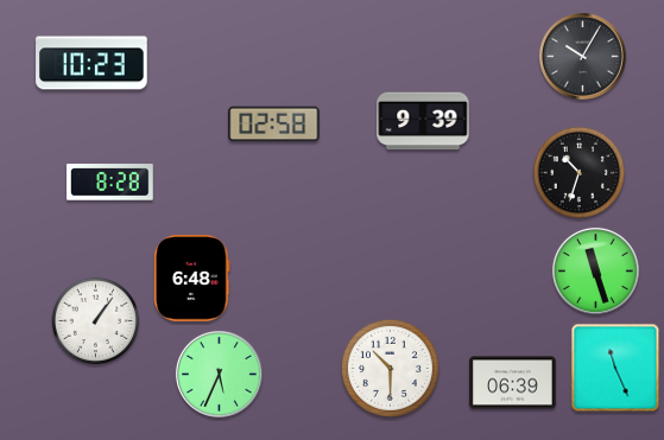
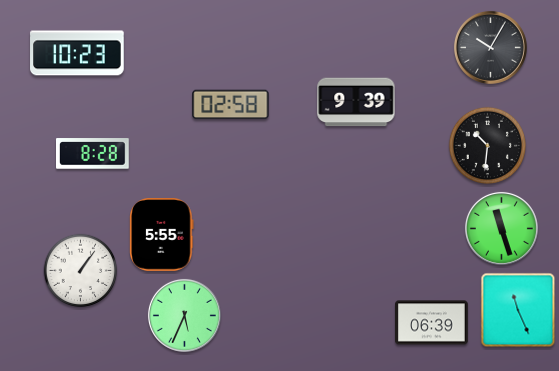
clock at (578, 172): 10:33 -> 10:31
clock at (192, 279): 6:48 -> 5:55
clock at (390, 368): 10:30 -> none
